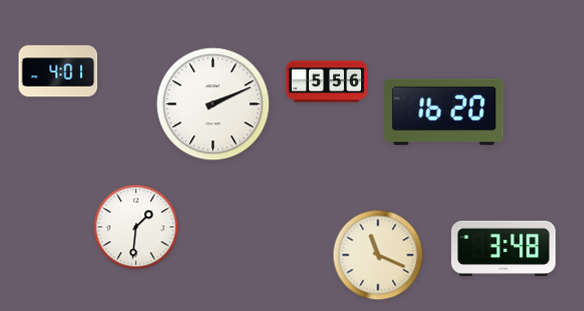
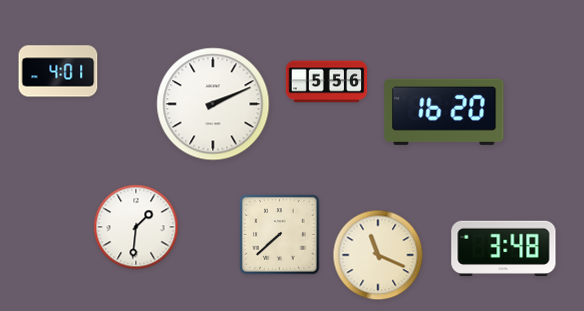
clock at (280, 235): none -> 7:38
